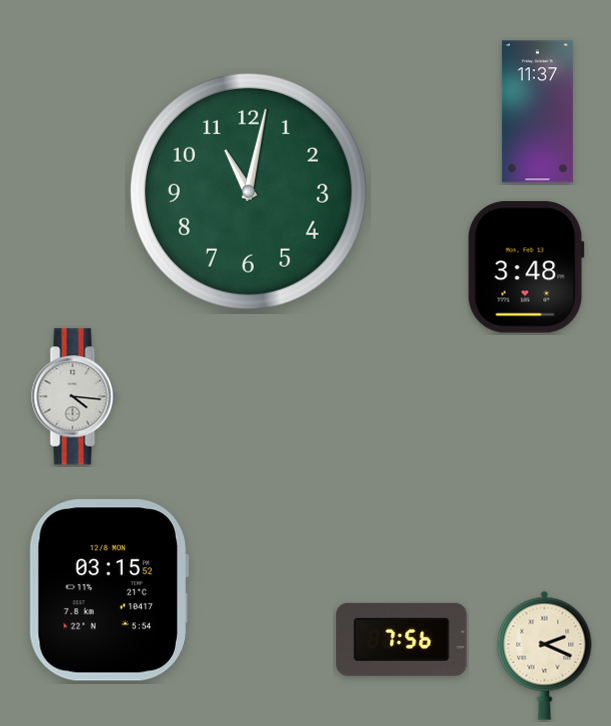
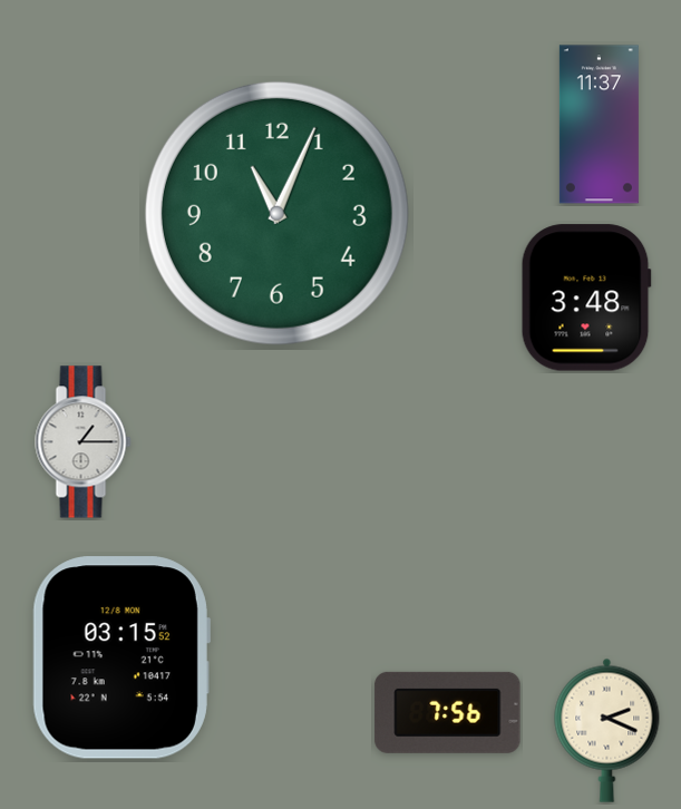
clock at (248, 191): 11:02 -> 11:04
clock at (75, 397): 4:16 -> 1:15
